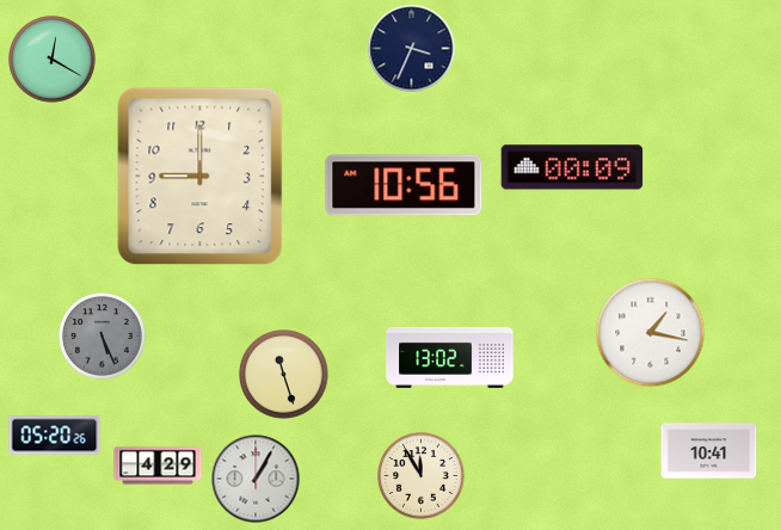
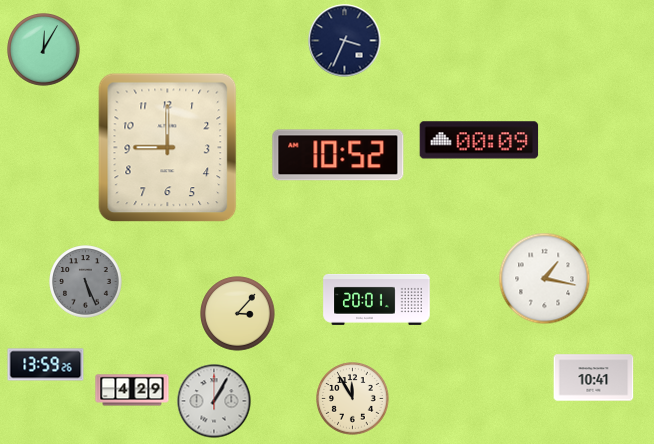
clock at (53, 60): 12:20 -> 12:05
clock at (404, 185): 10:56 -> 10:52
clock at (450, 357): 13:02 -> 20:01
clock at (284, 375): 11:27 -> 3:07
clock at (55, 436): 05:20 -> 13:59
